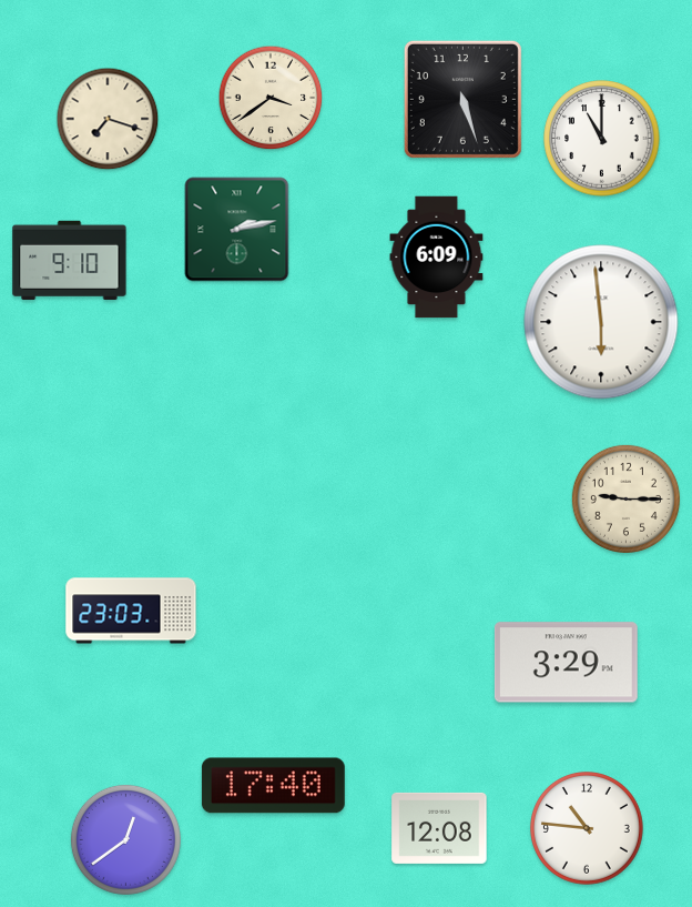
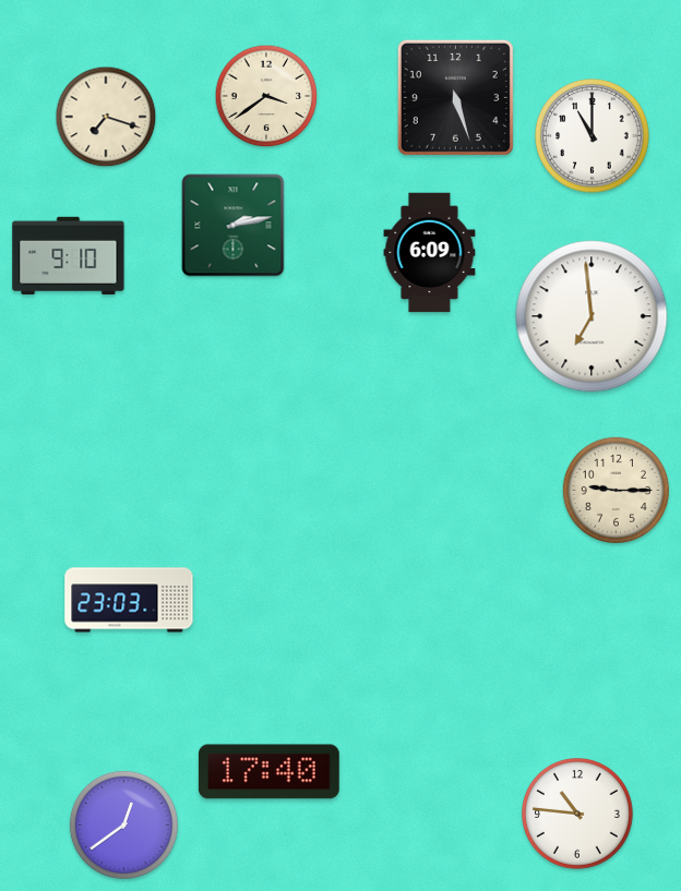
clock at (601, 322): 5:59 -> 6:59
clock at (566, 663): 3:29 -> none
clock at (439, 828): 12:08 -> none
